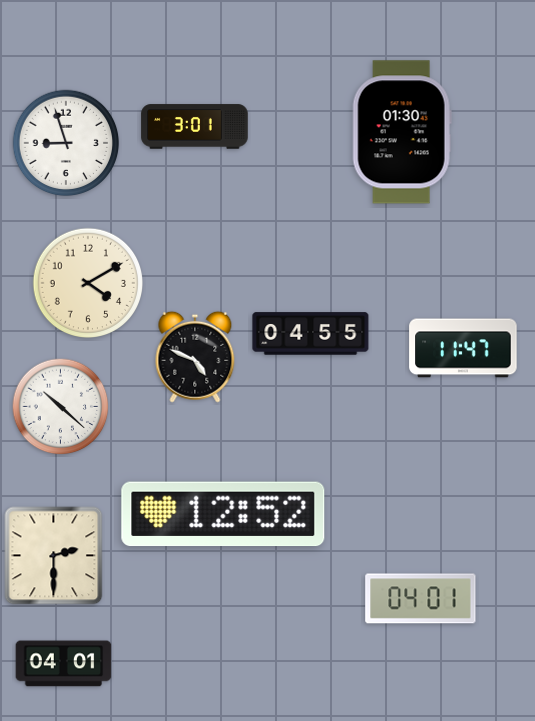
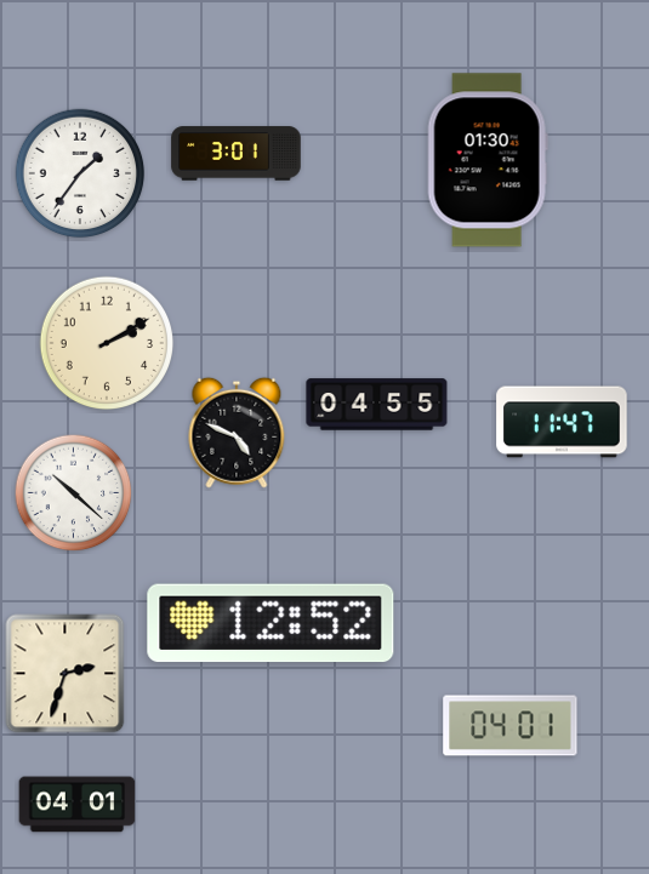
clock at (66, 143): 8:57 -> 1:36
clock at (88, 283): 4:10 -> 2:10
clock at (54, 556): 2:30 -> 2:33
